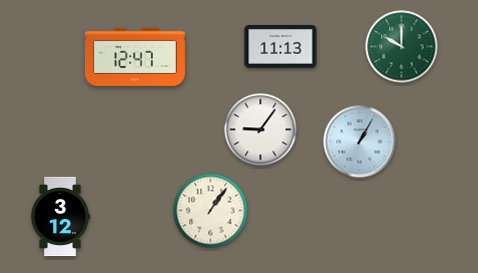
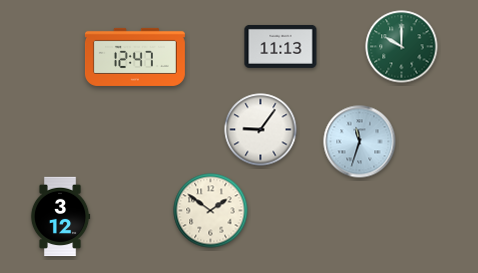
clock at (360, 142): 1:05 -> 11:33
clock at (211, 211): 1:06 -> 1:51
